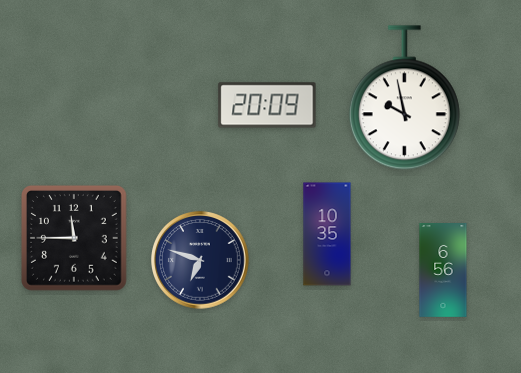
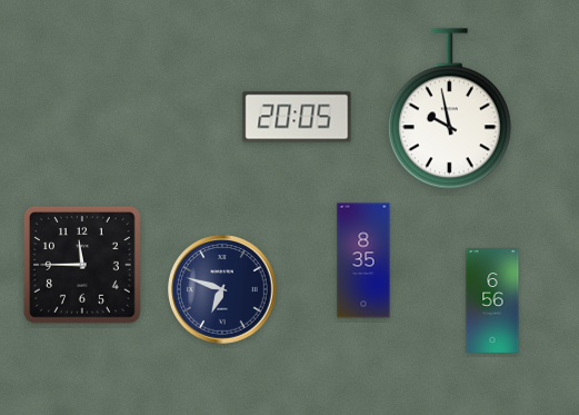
clock at (267, 105): 20:09 -> 20:05
clock at (327, 234): 10:35 -> 8:35
